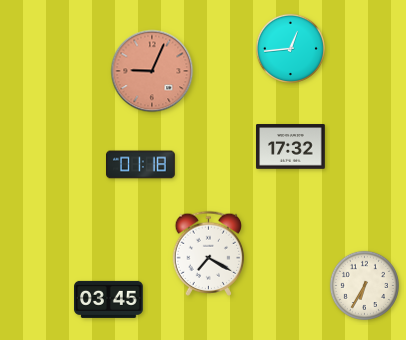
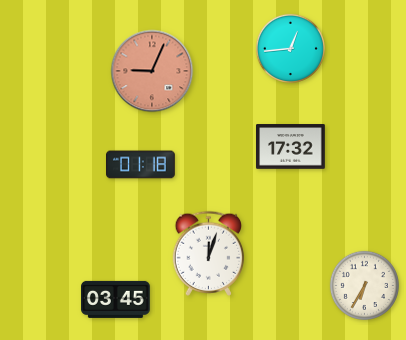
clock at (209, 253): 7:20 -> 12:03
clock at (109, 299) position: (109, 299) -> (116, 299)
